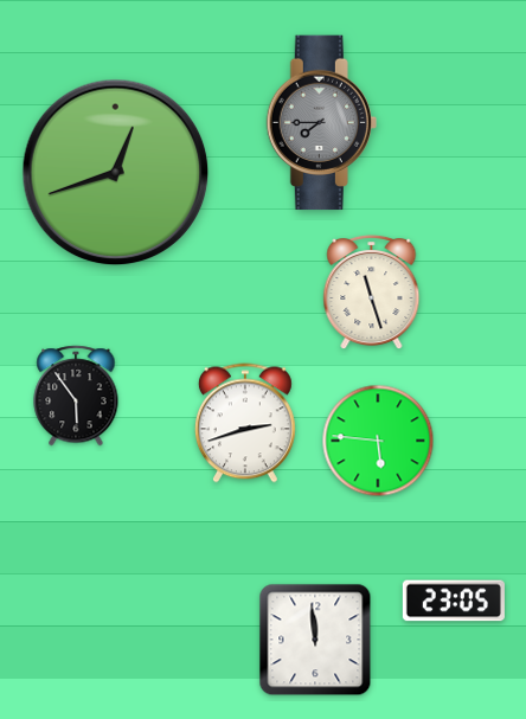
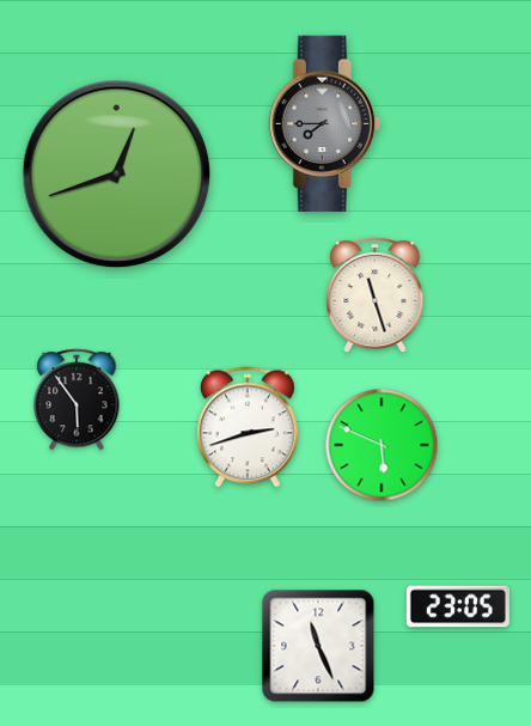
clock at (378, 441): 5:46 -> 5:49
clock at (315, 640): 11:59 -> 11:26
